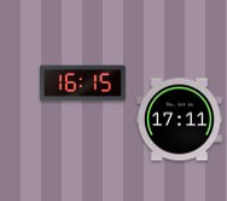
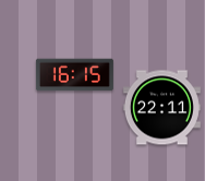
clock at (179, 120): 17:11 -> 22:11
